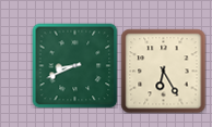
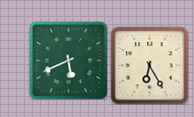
clock at (74, 65): 8:41 -> 5:41
